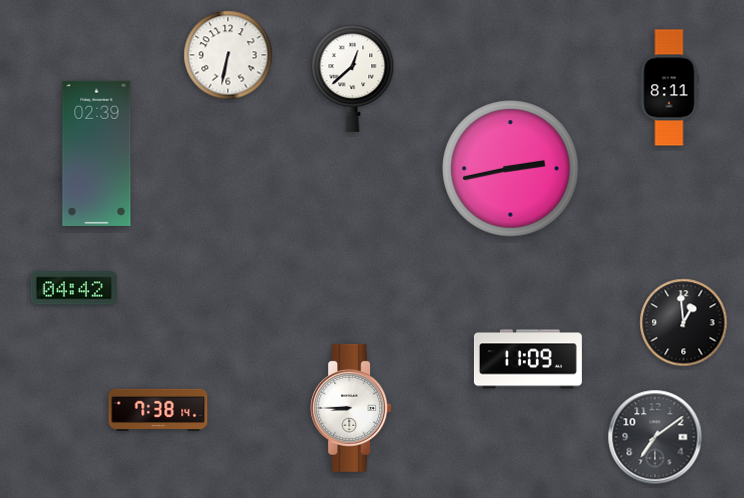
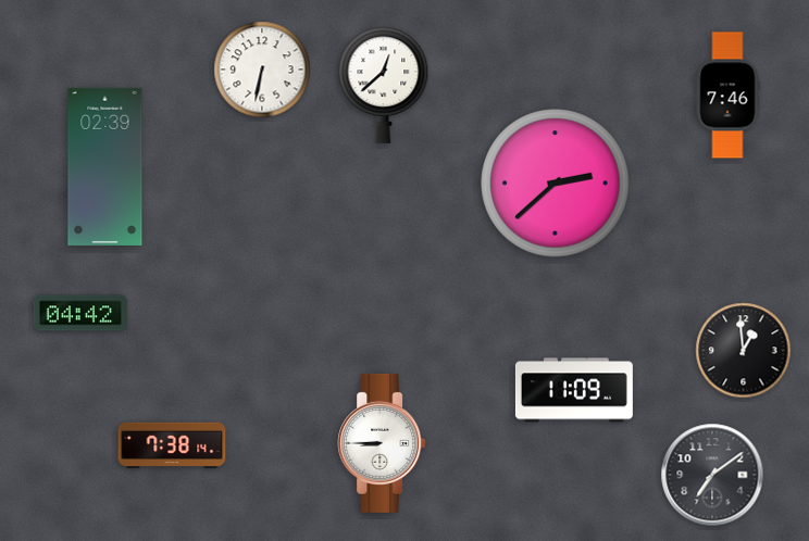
clock at (228, 55) position: (228, 55) -> (262, 70)
clock at (669, 88): 8:11 -> 7:46
clock at (511, 169): 2:43 -> 2:38
